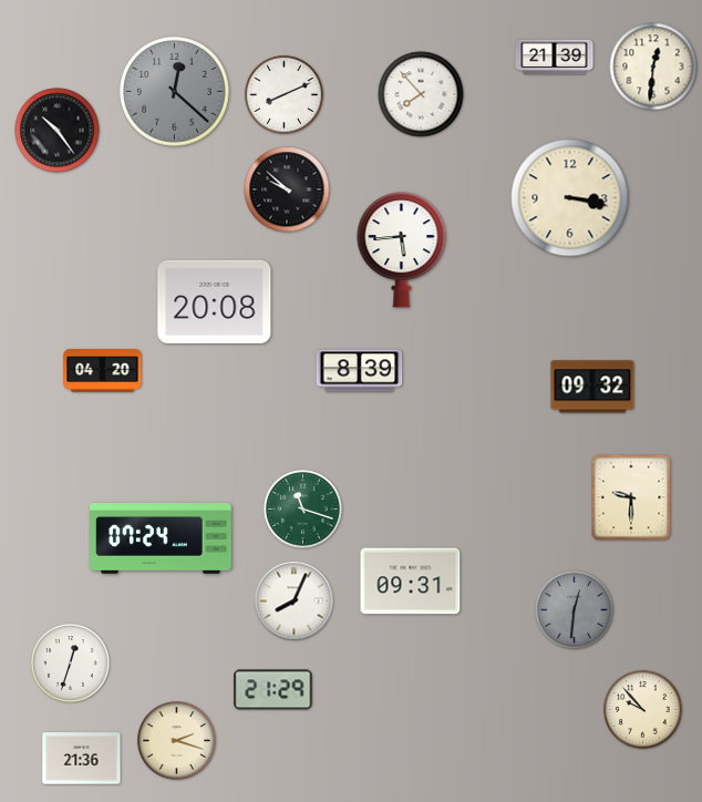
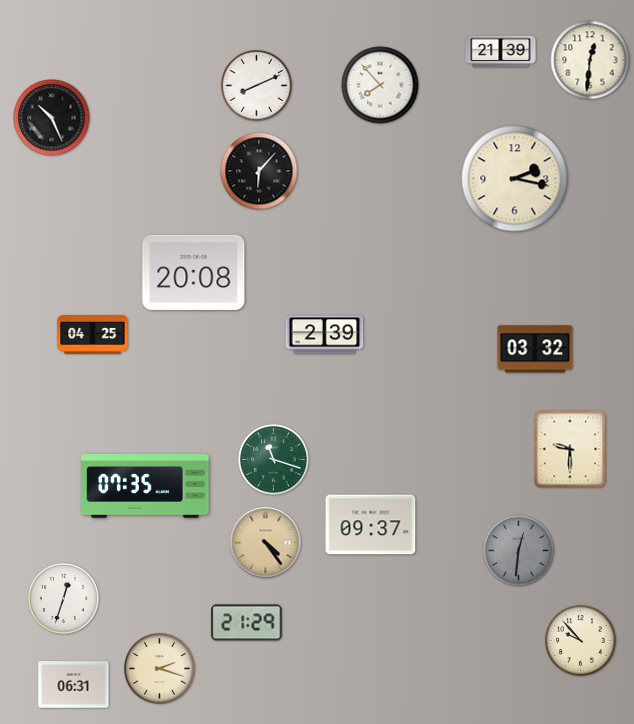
clock at (175, 92): 12:22 -> none
clock at (58, 131): 10:24 -> 10:26
clock at (287, 189): 9:52 -> 6:07
clock at (570, 198): 3:17 -> 2:17
clock at (402, 250): 5:44 -> none
clock at (103, 371): 04:20 -> 04:25
clock at (360, 371): 8:39 -> 2:39
clock at (592, 387): 09:32 -> 03:32
clock at (161, 539): 07:24 -> 07:35
clock at (411, 582): 09:31 -> 09:37
clock at (295, 601): 8:04 -> 4:24
clock at (295, 601) dial: white -> champagne
clock at (82, 759): 21:36 -> 06:31
